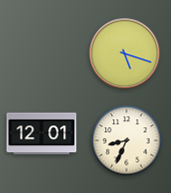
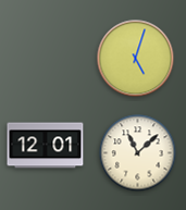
clock at (125, 54): 5:18 -> 5:03
clock at (127, 141): 8:34 -> 11:08
